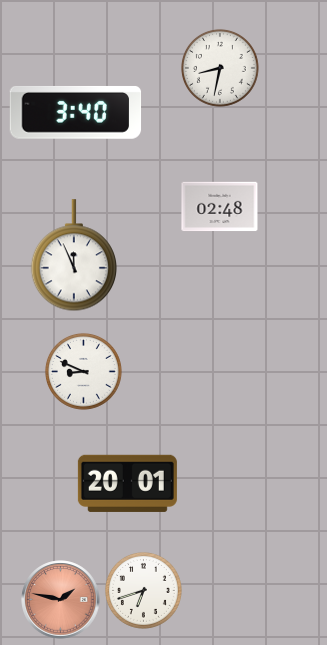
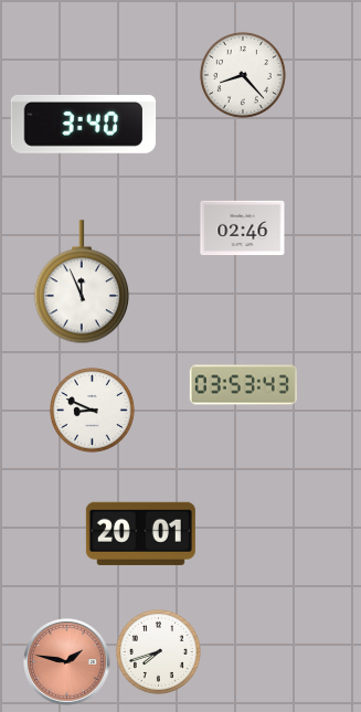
clock at (220, 68): 8:32 -> 8:23
clock at (220, 207): 02:48 -> 02:46
clock at (243, 385): none -> 03:53
clock at (143, 590): 6:42 -> 7:42
